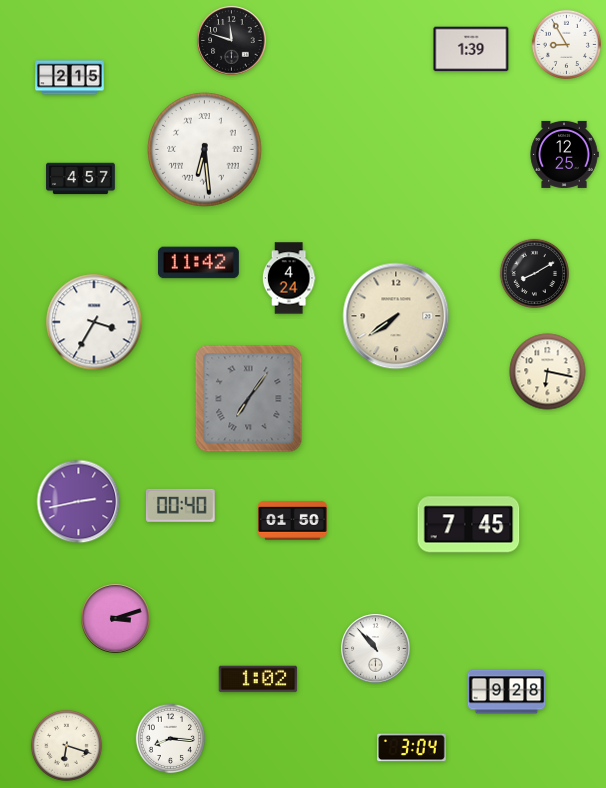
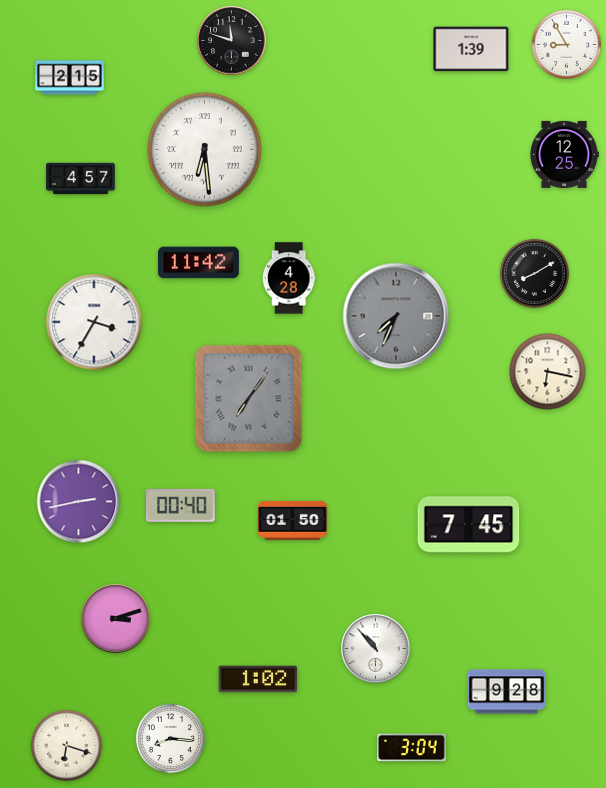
clock at (289, 278): 4:24 -> 4:28
clock at (396, 316): 7:39 -> 7:34
clock at (396, 316) dial: cream -> grey
